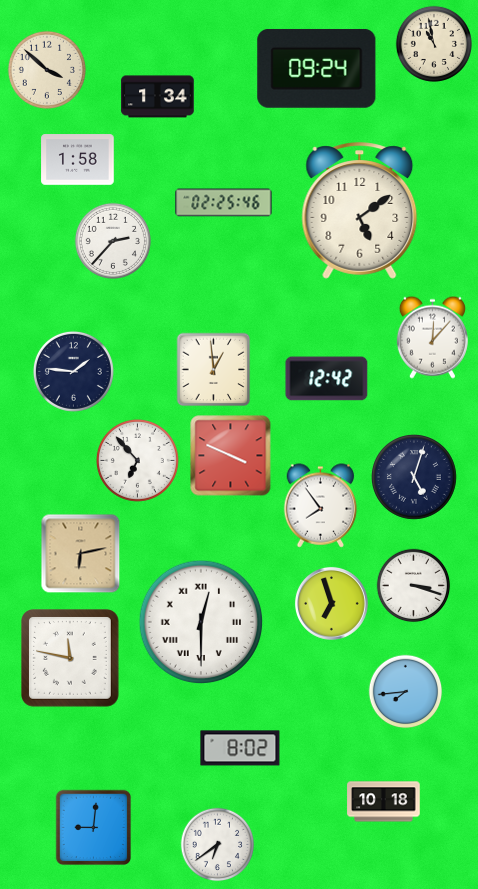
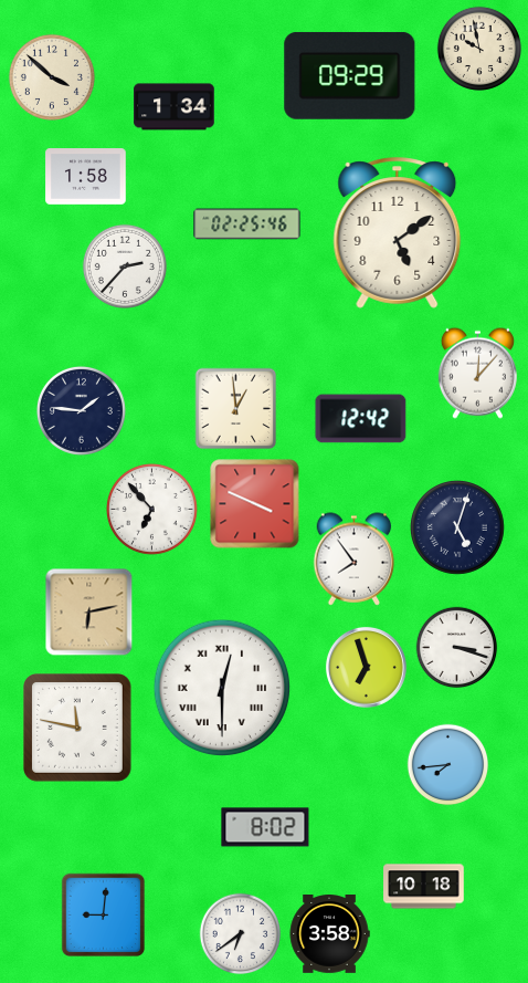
clock at (433, 43): 10:58 -> 9:58
clock at (317, 68): 09:24 -> 09:29
clock at (329, 934): none -> 3:58
